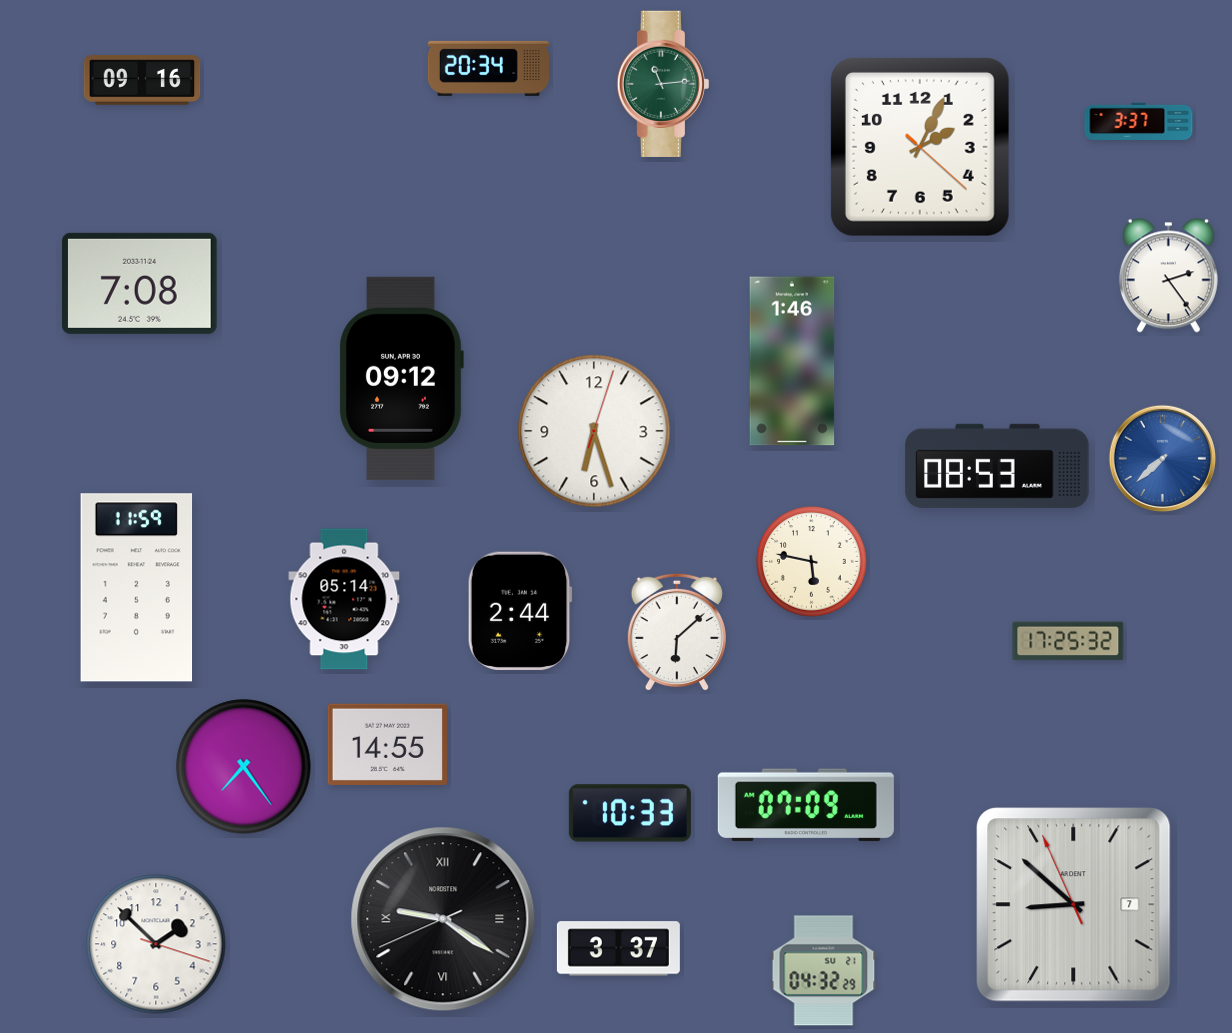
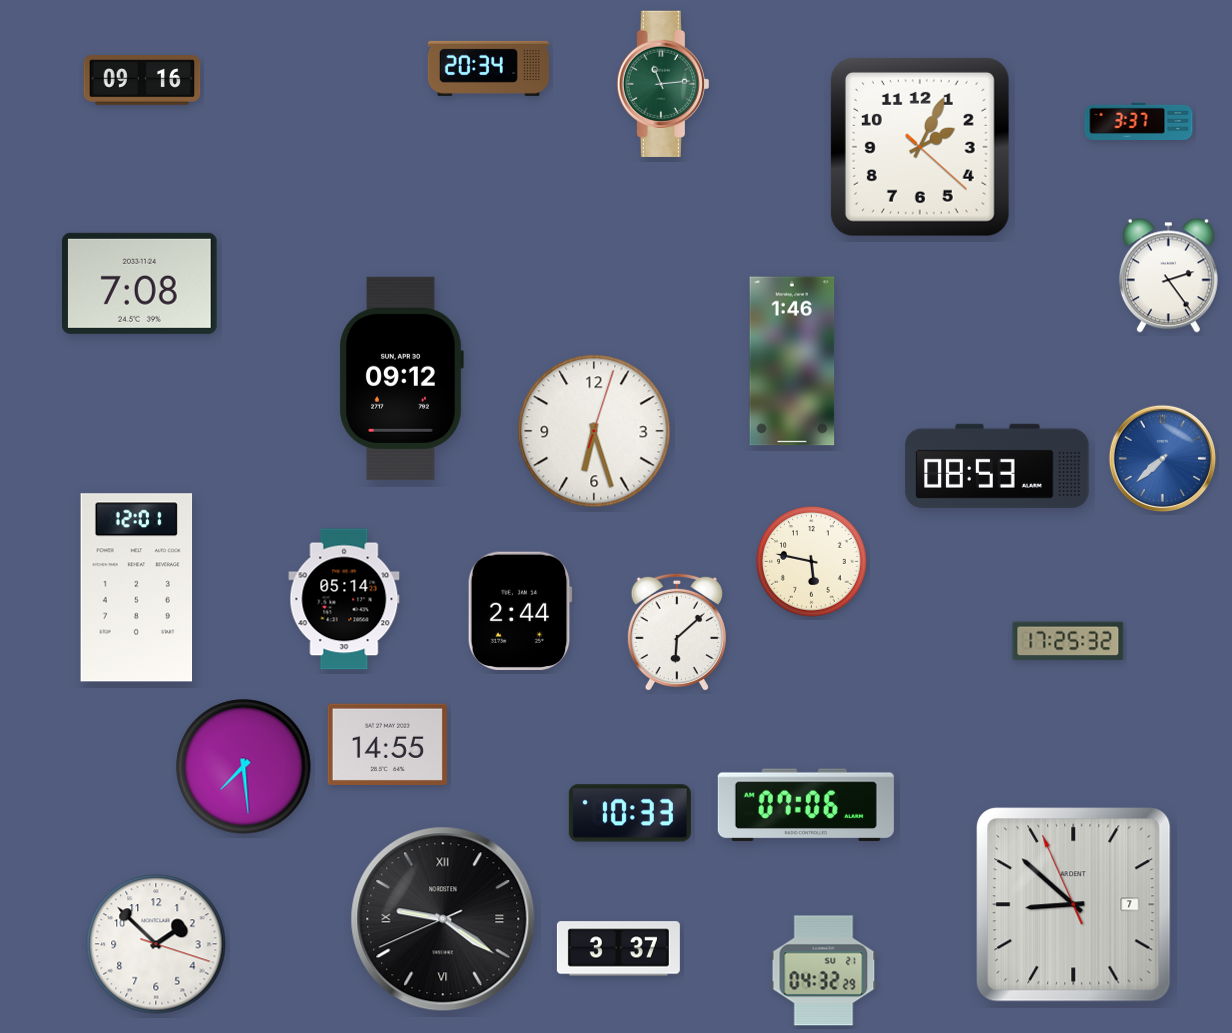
clock at (137, 588): 11:59 -> 12:01
clock at (244, 767): 7:24 -> 7:29
clock at (806, 805): 07:09 -> 07:06
